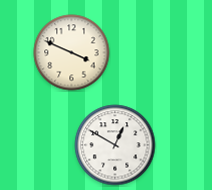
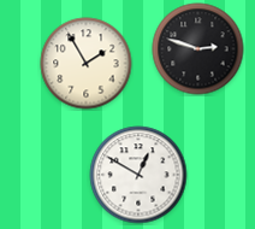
clock at (198, 49): none -> 2:48
clock at (72, 53): 3:49 -> 1:55
